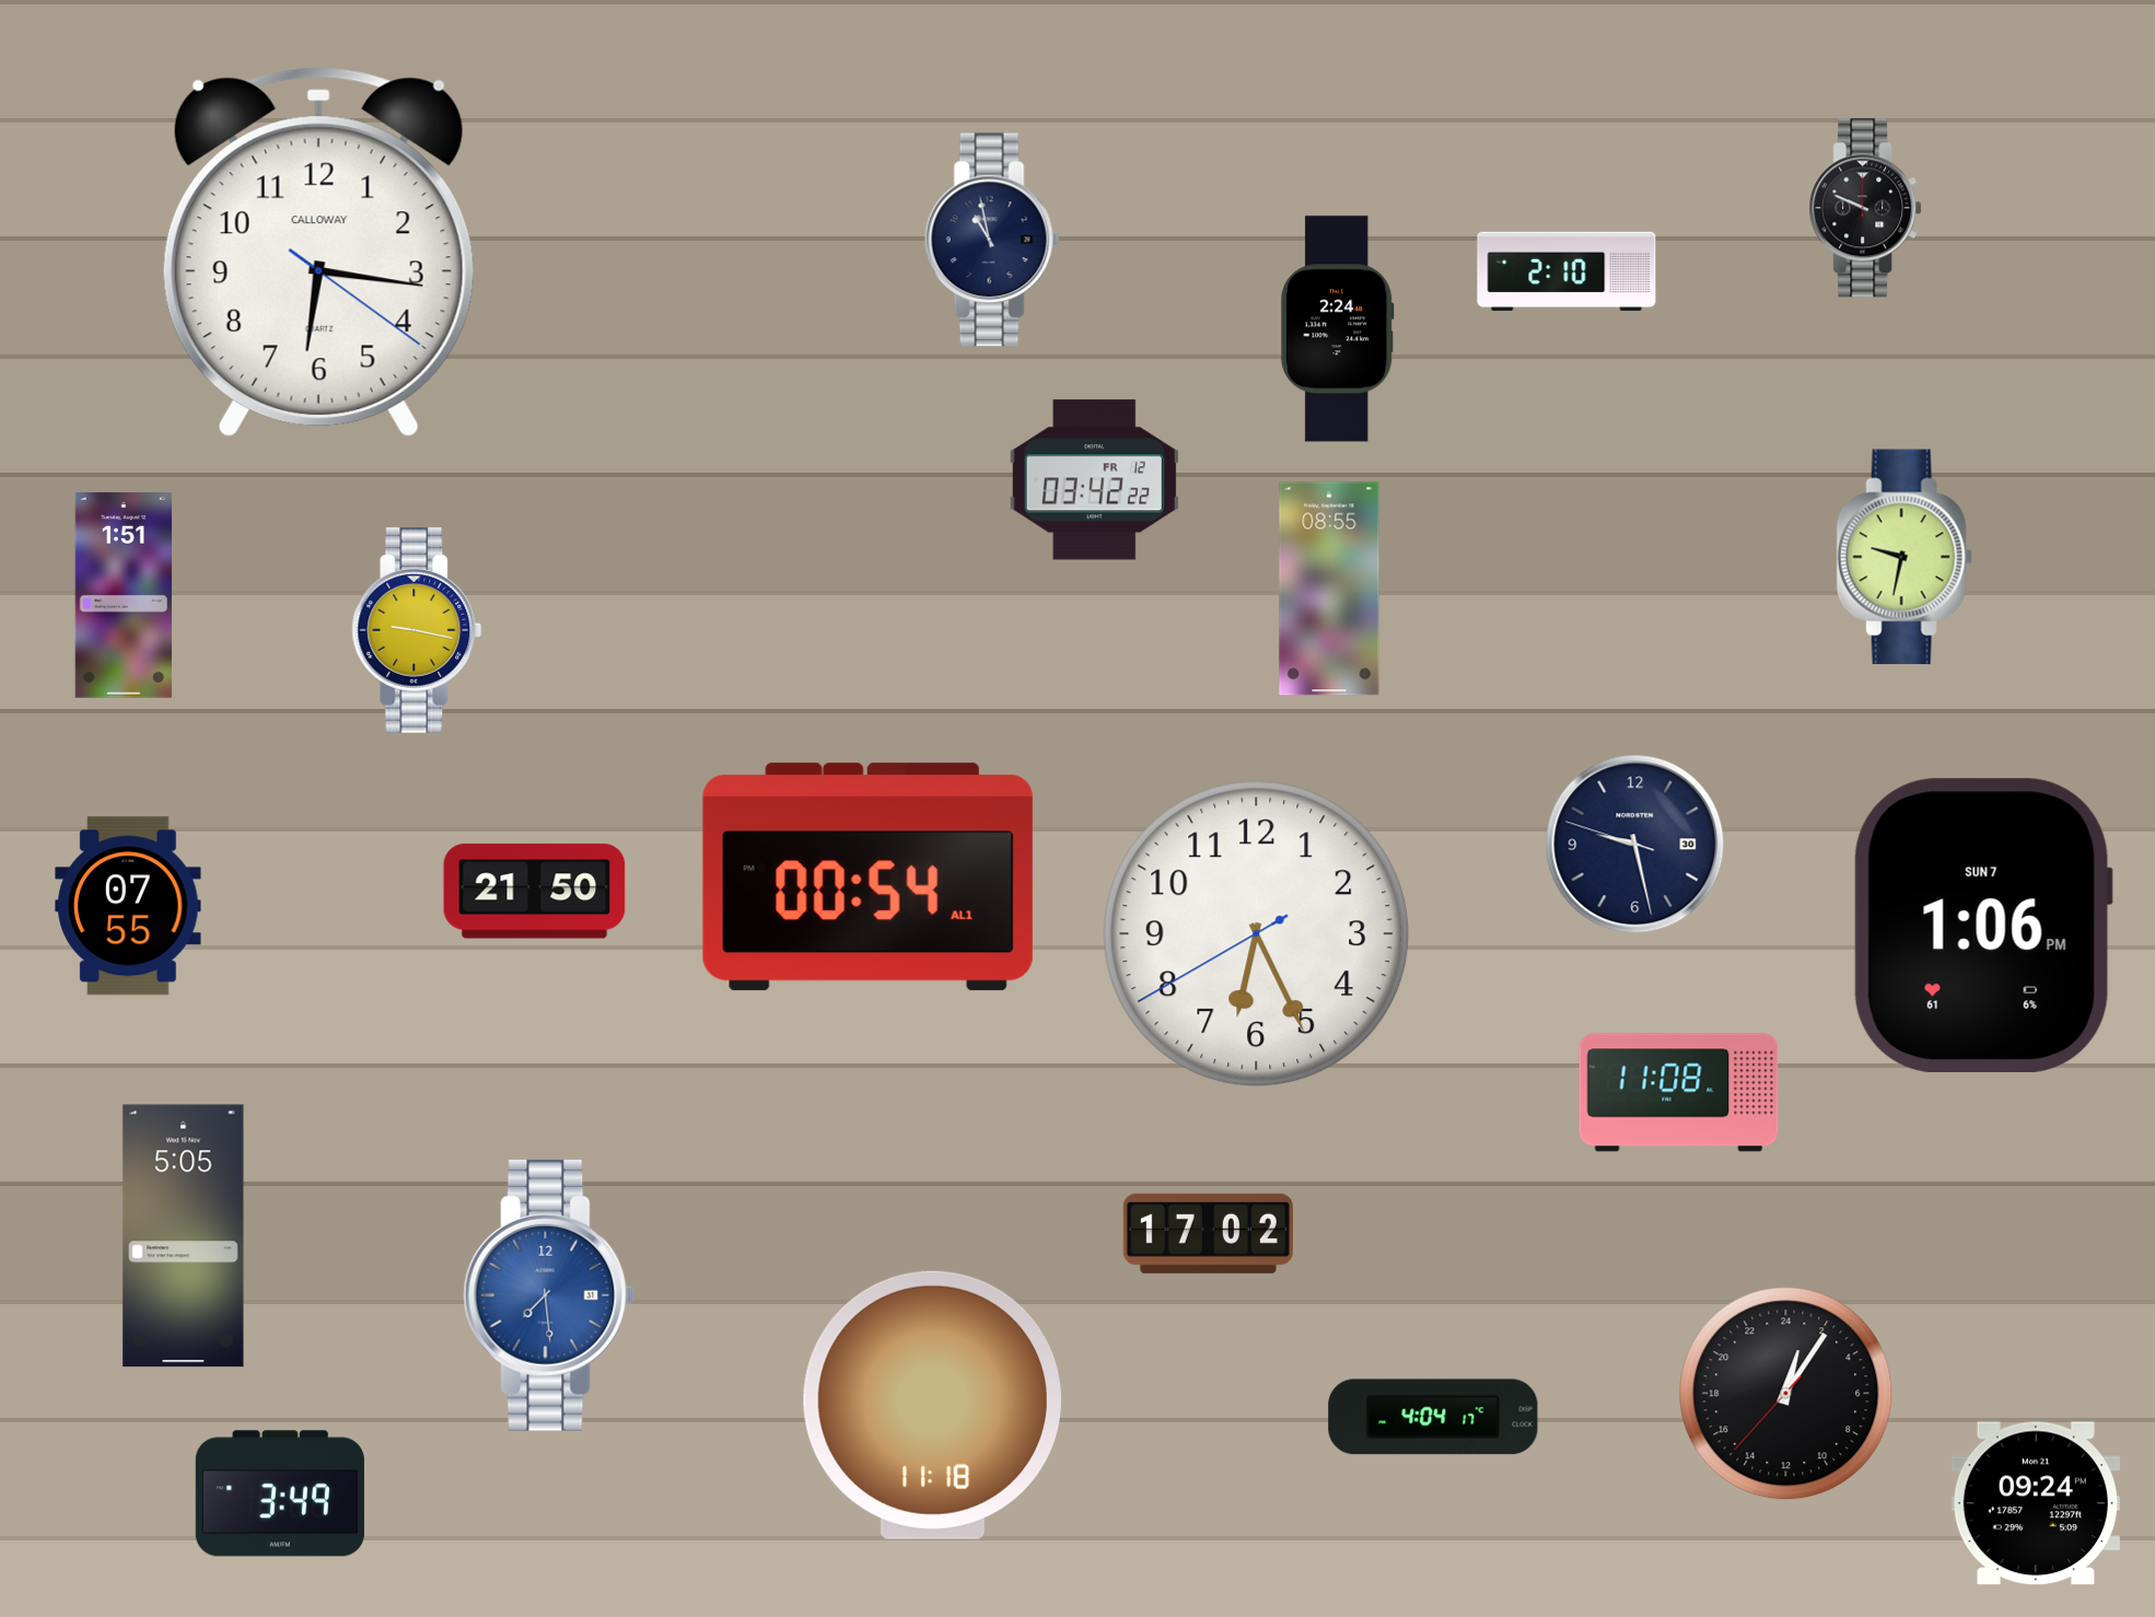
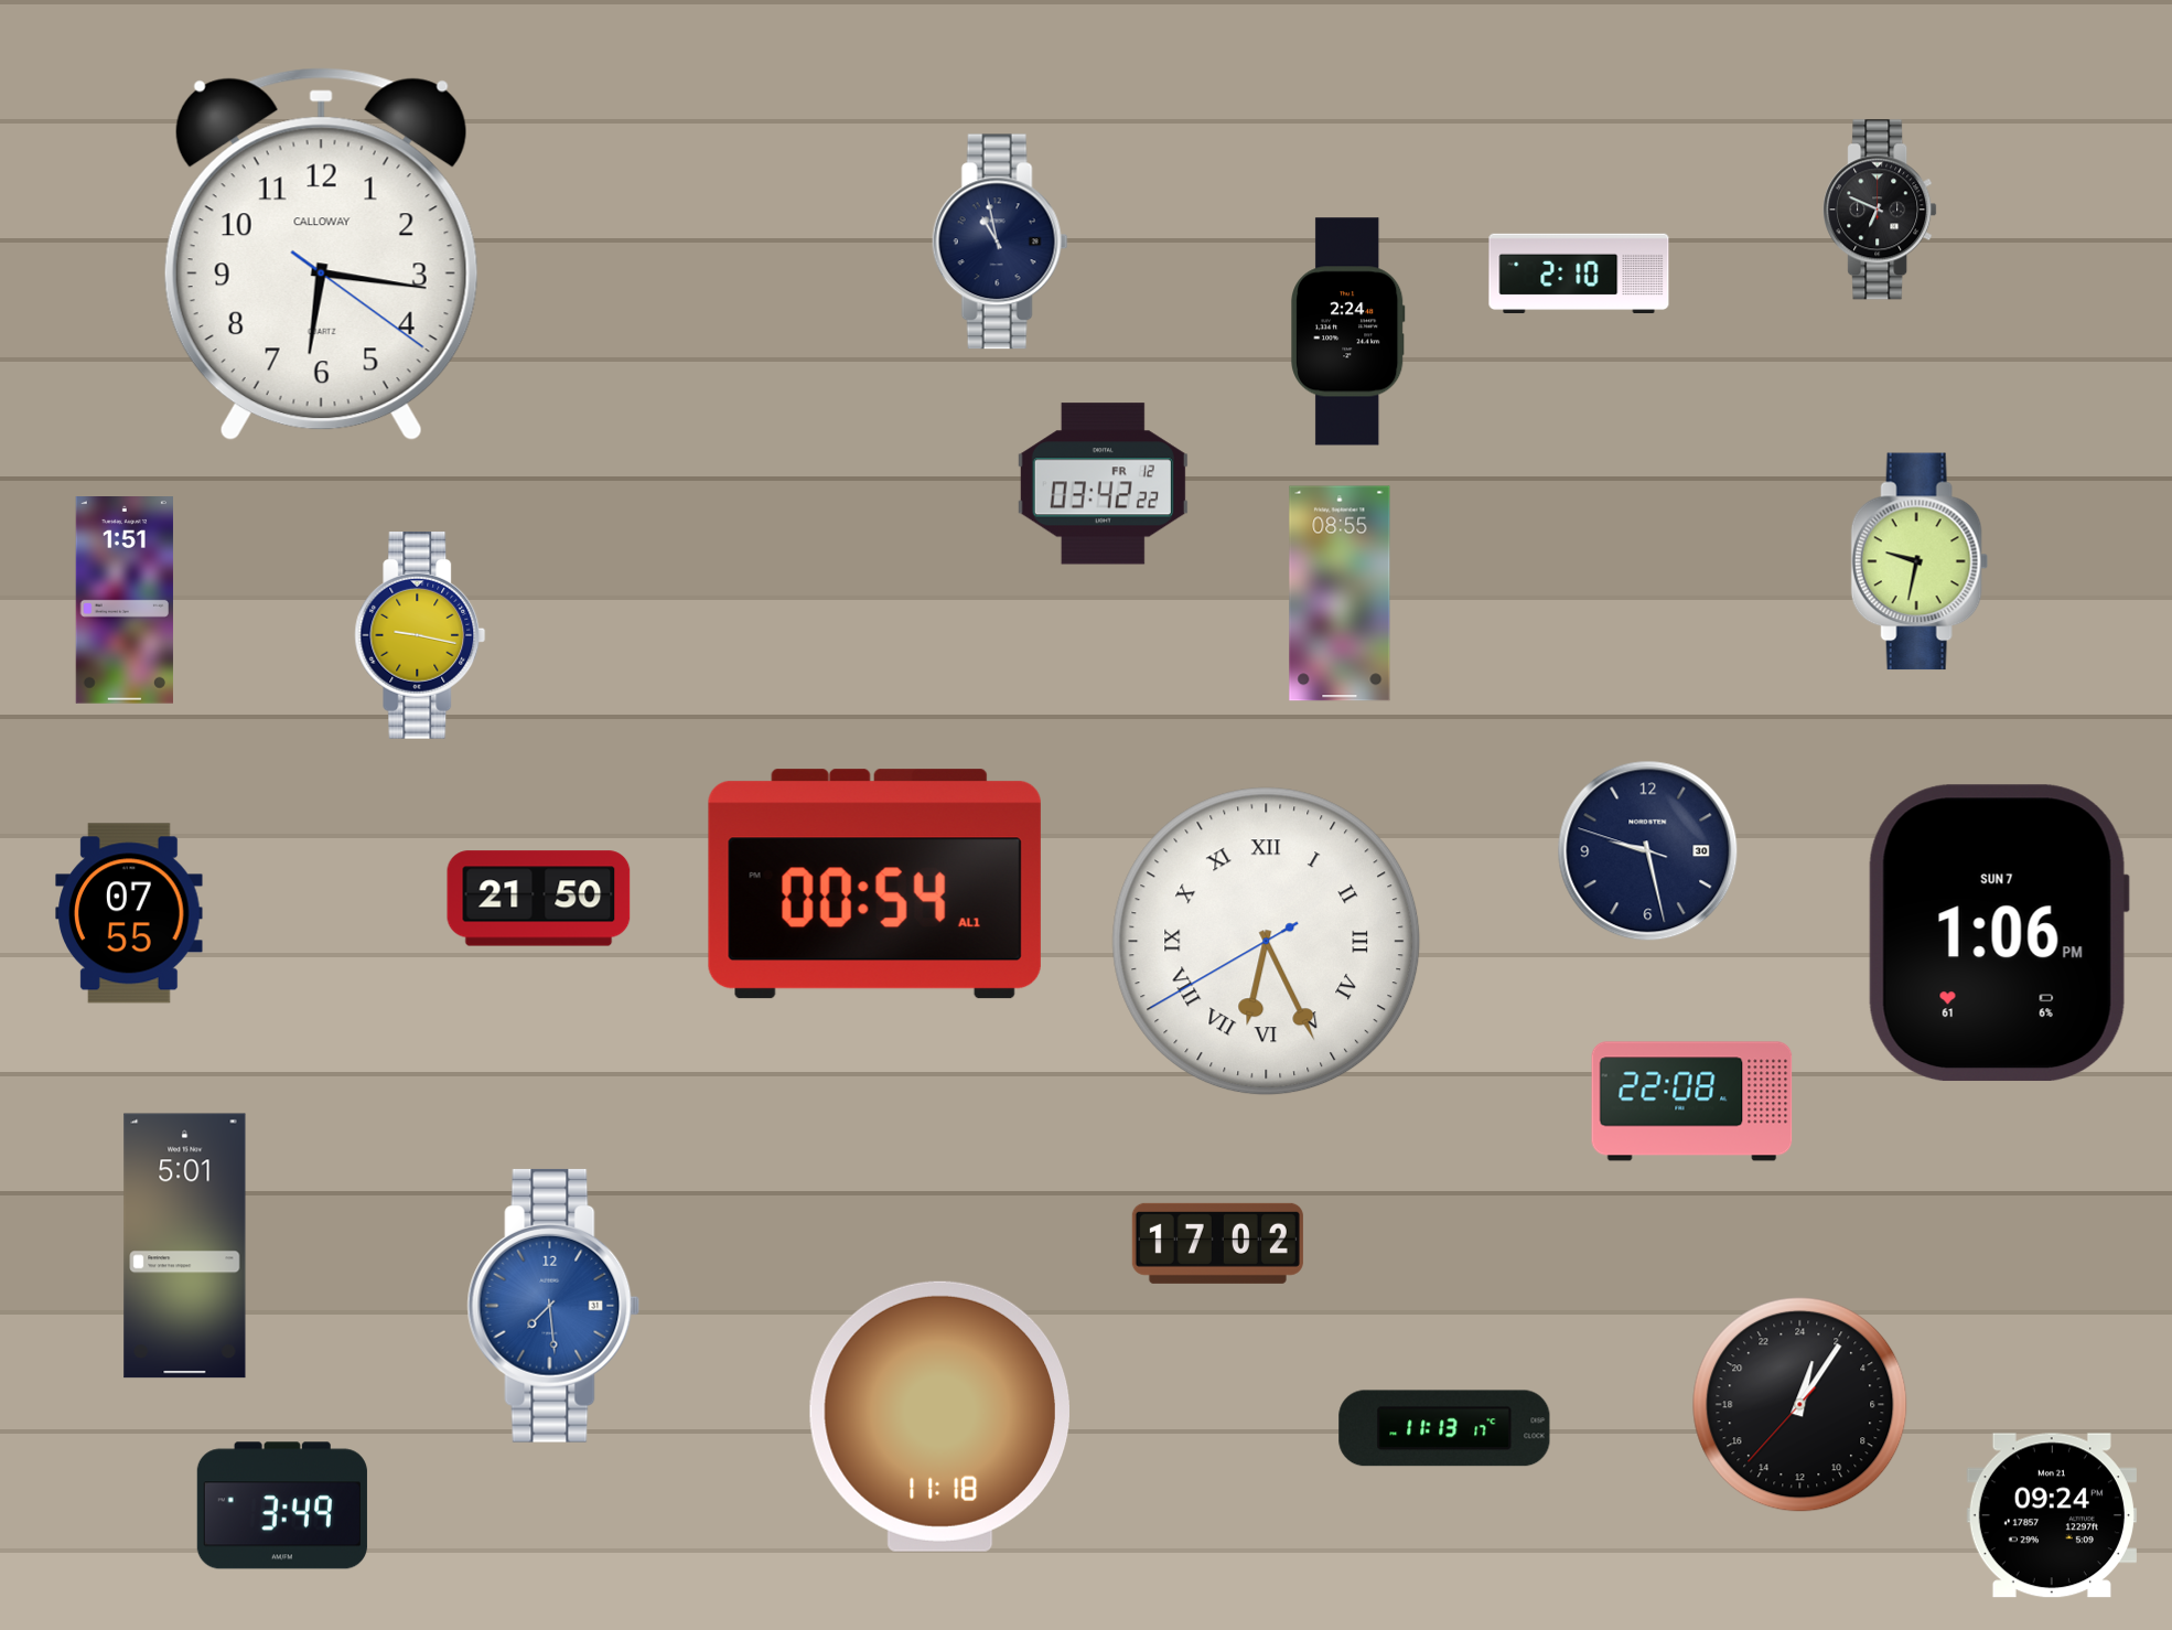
clock at (1865, 208): 9:49 -> 6:49
clock at (1257, 934) numerals: Arabic -> Roman
clock at (1679, 1093): 11:08 -> 22:08
clock at (184, 1236): 5:05 -> 5:01
clock at (1433, 1417): 4:04 -> 11:13
